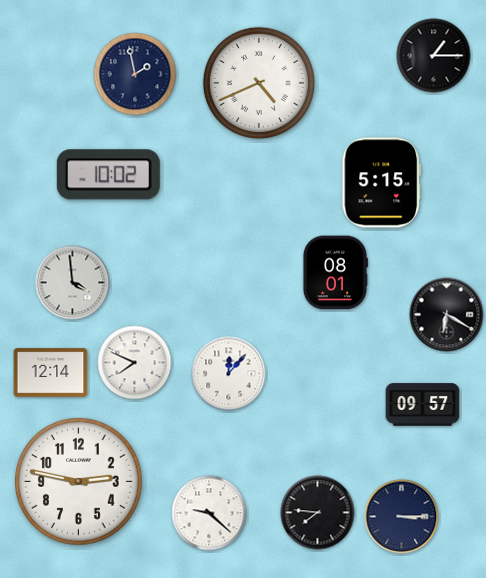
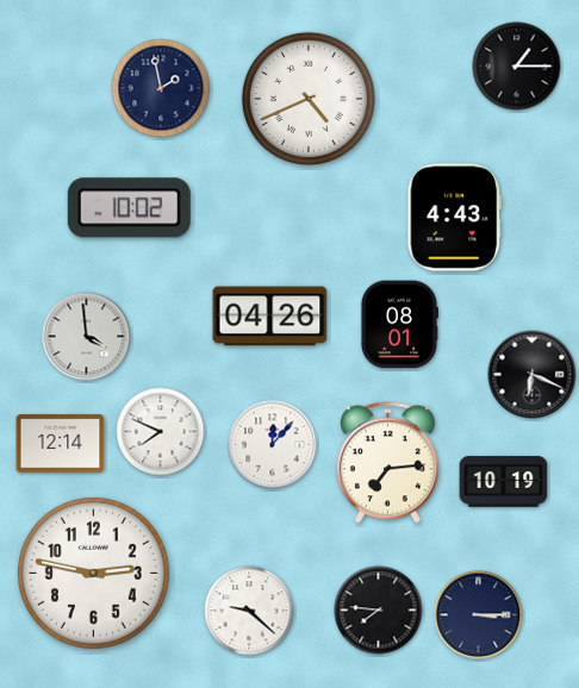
clock at (382, 183): 5:15 -> 4:43
clock at (270, 317): none -> 04:26
clock at (447, 315): 6:20 -> 6:19
clock at (387, 463): none -> 7:14
clock at (423, 405): 09:57 -> 10:19
